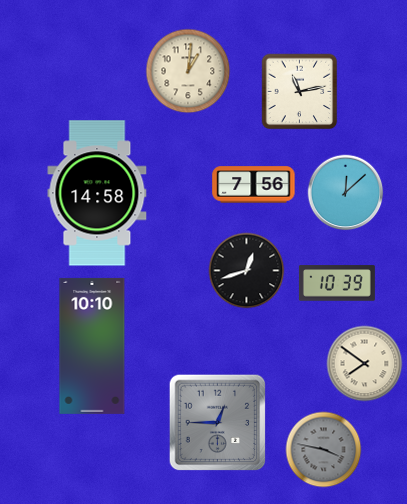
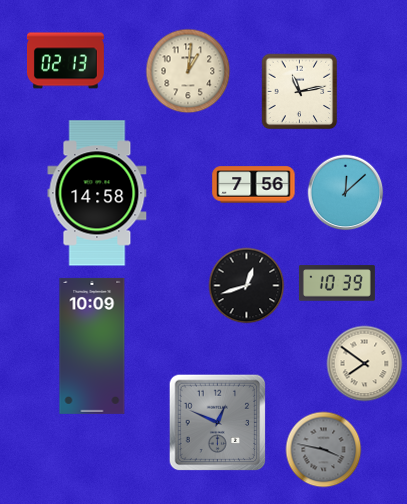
clock at (66, 61): none -> 02:13
clock at (247, 271) position: (247, 271) -> (247, 286)
clock at (92, 346): 10:10 -> 10:09
clock at (218, 423): 12:45 -> 12:49
